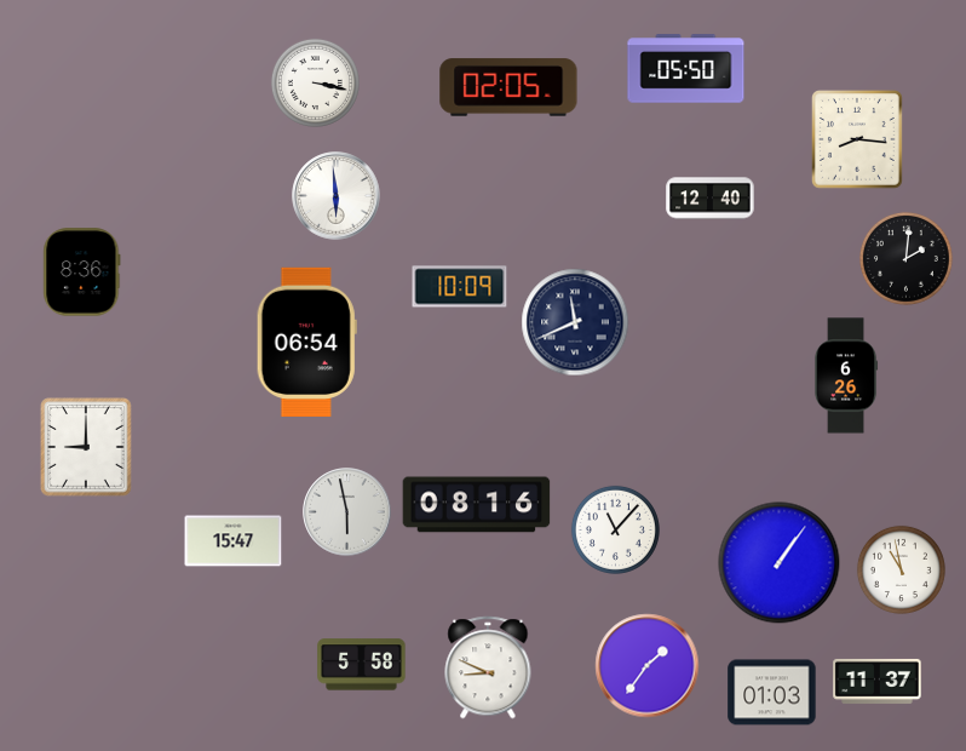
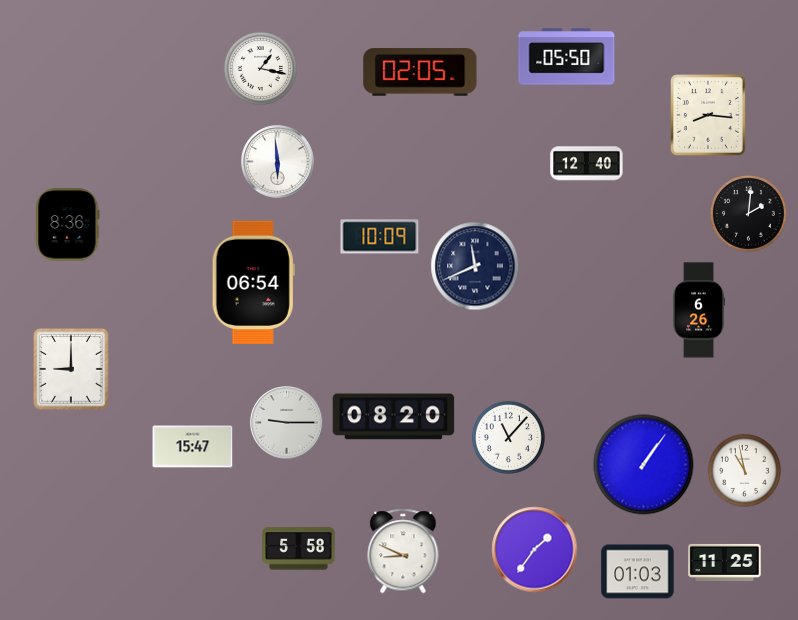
clock at (315, 82): 3:17 -> 1:17
clock at (477, 505): 08:16 -> 08:20
clock at (347, 512): 5:58 -> 9:15
clock at (878, 681): 11:37 -> 11:25
